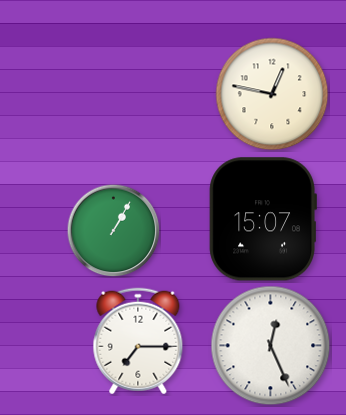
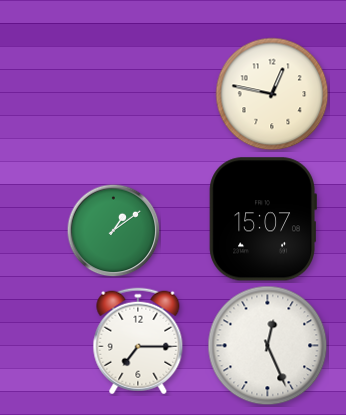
clock at (113, 230): 1:05 -> 1:09
clock at (271, 346) position: (271, 346) -> (268, 346)
